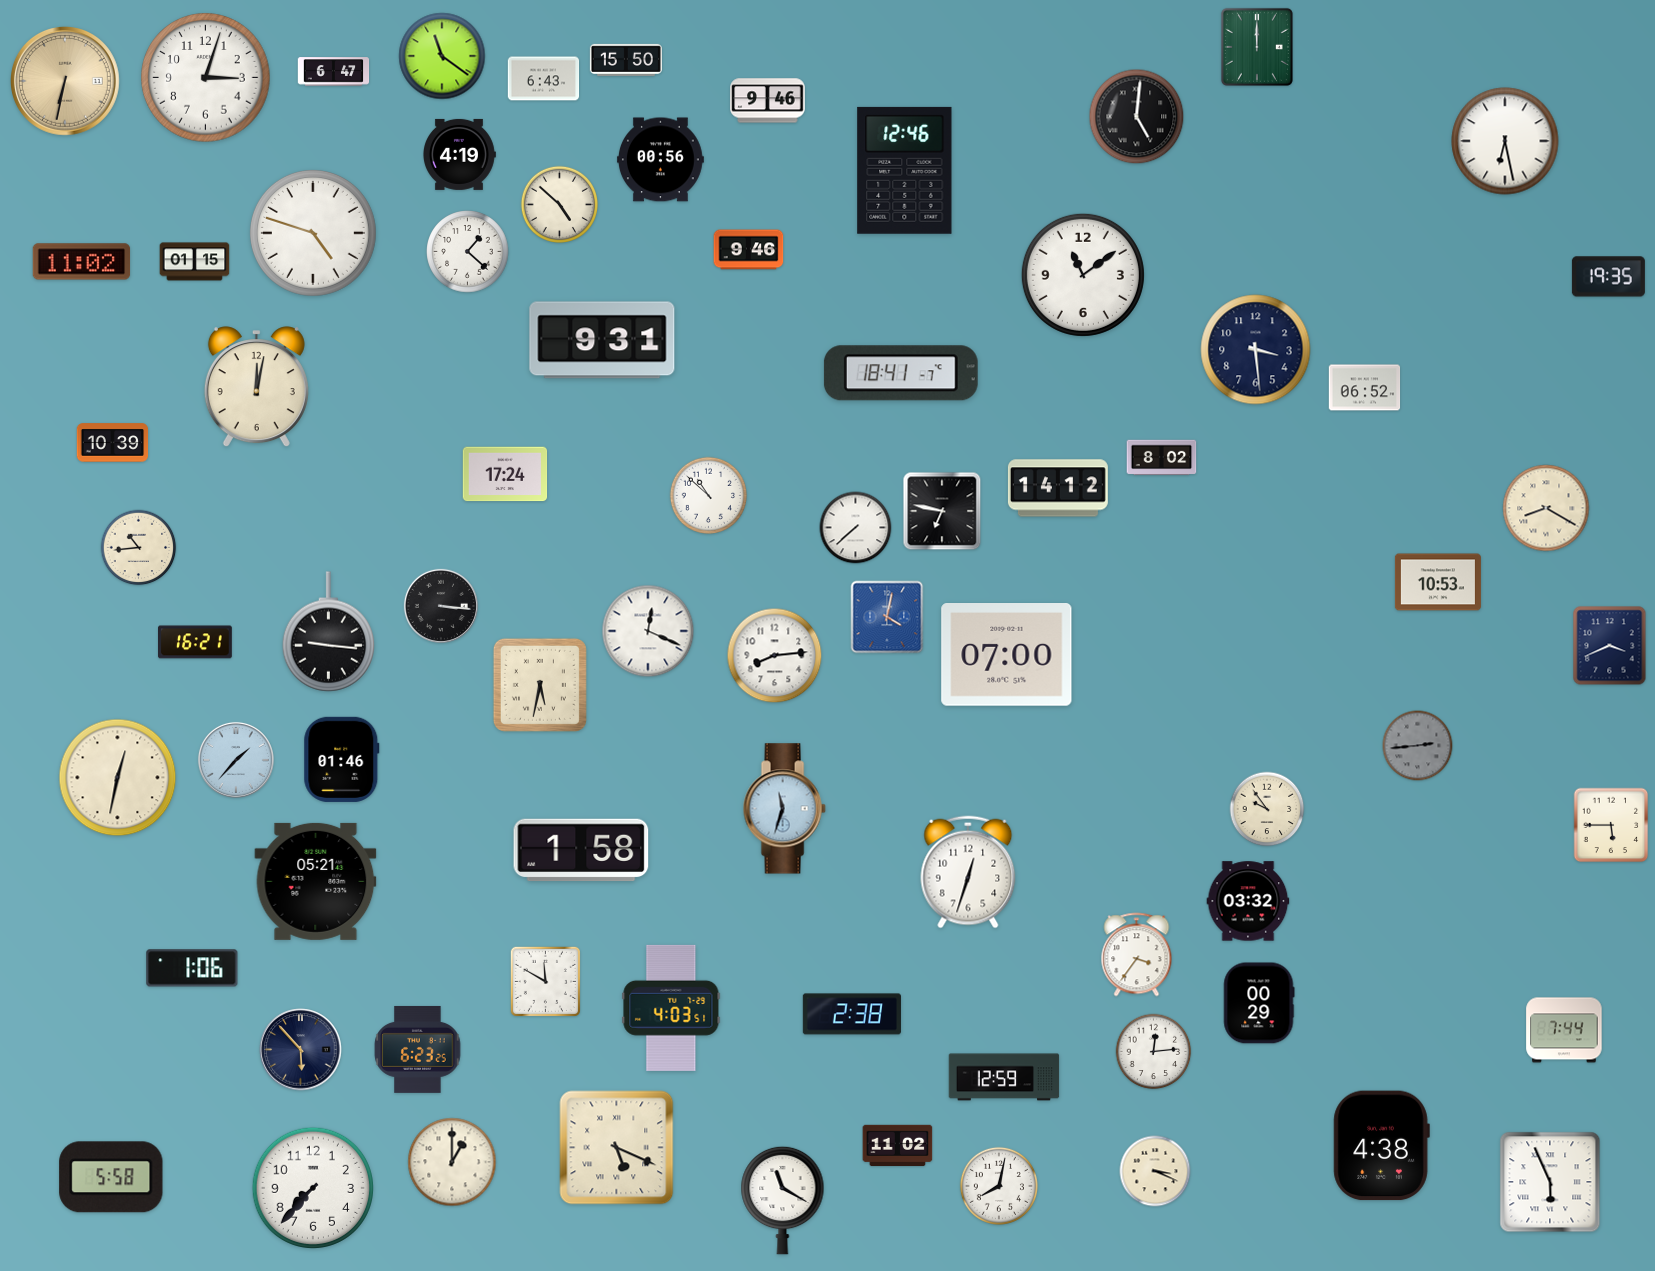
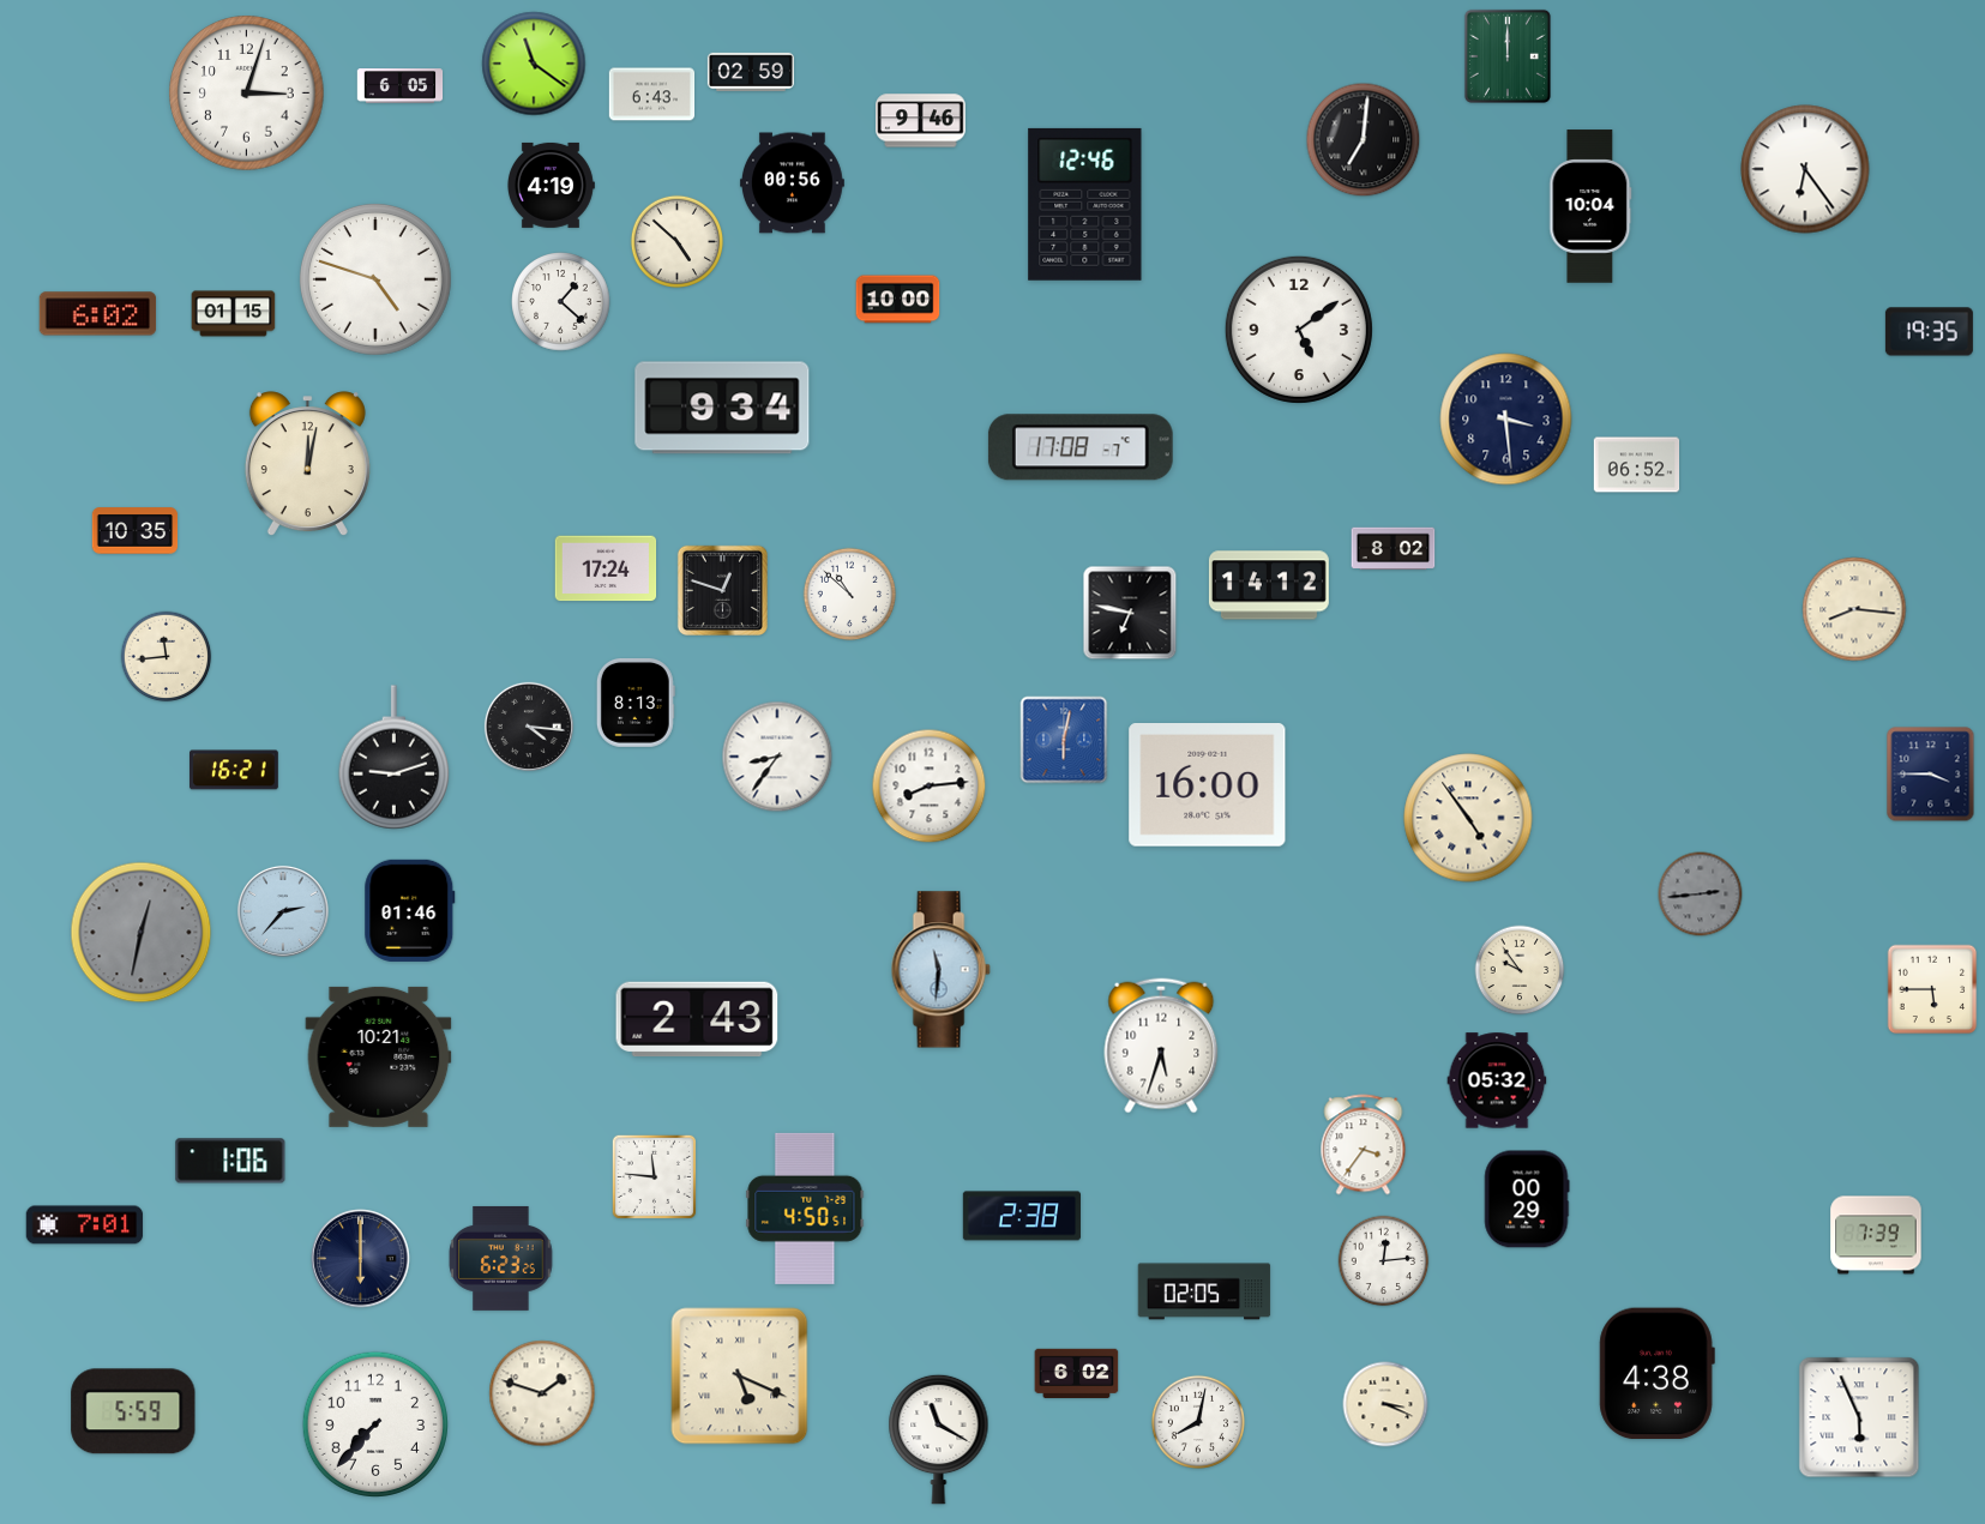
clock at (442, 56) position: (442, 56) -> (534, 64)
clock at (626, 60): 15:50 -> 02:59
clock at (334, 72): 6:47 -> 6:05
clock at (66, 82): 6:32 -> none
clock at (1137, 117): 5:01 -> 7:01
clock at (1505, 141): 6:28 -> 6:24
clock at (660, 160) position: (660, 160) -> (792, 183)
clock at (1590, 206): none -> 10:04
clock at (560, 205) position: (560, 205) -> (678, 242)
clock at (749, 250): 9:46 -> 10:00
clock at (82, 262): 11:02 -> 6:02
clock at (1083, 275): 11:09 -> 5:09
clock at (602, 340): 9:31 -> 9:34
clock at (901, 373): 18:41 -> 17:08
clock at (113, 443): 10:39 -> 10:35
clock at (722, 590): none -> 12:48
clock at (1546, 508): 8:20 -> 8:16
clock at (856, 528): 7:38 -> none
clock at (139, 548): 10:44 -> 11:44
clock at (1438, 582): 10:53 -> none
clock at (636, 703): none -> 8:13
clock at (441, 606): 3:16 -> 4:16
clock at (887, 617): 4:02 -> 6:02
clock at (648, 631): 12:19 -> 8:36
clock at (328, 632): 9:16 -> 9:12
clock at (1610, 646): 3:41 -> 3:45
clock at (1007, 655): 07:00 -> 16:00
clock at (1468, 818): none -> 4:54
clock at (540, 685): 5:32 -> none
clock at (236, 760): 1:37 -> 2:37
clock at (118, 778) dial: cream -> grey
clock at (784, 809): 11:33 -> 11:31
clock at (581, 850): 1:58 -> 2:43
clock at (968, 872): 12:33 -> 5:33
clock at (316, 881): 05:21 -> 10:21
clock at (1248, 901): 03:32 -> 05:32
clock at (545, 981): 11:50 -> 11:46
clock at (1259, 1003) position: (1259, 1003) -> (1527, 1199)
clock at (671, 1008): 4:03 -> 4:50
clock at (85, 1225): none -> 7:01
clock at (1564, 1030): 7:44 -> 7:39
clock at (301, 1050): 5:53 -> 6:00
clock at (1004, 1077): 12:59 -> 02:05
clock at (898, 1146): 11:02 -> 6:02
clock at (452, 1162): 1:00 -> 1:48
clock at (111, 1177): 5:58 -> 5:59
